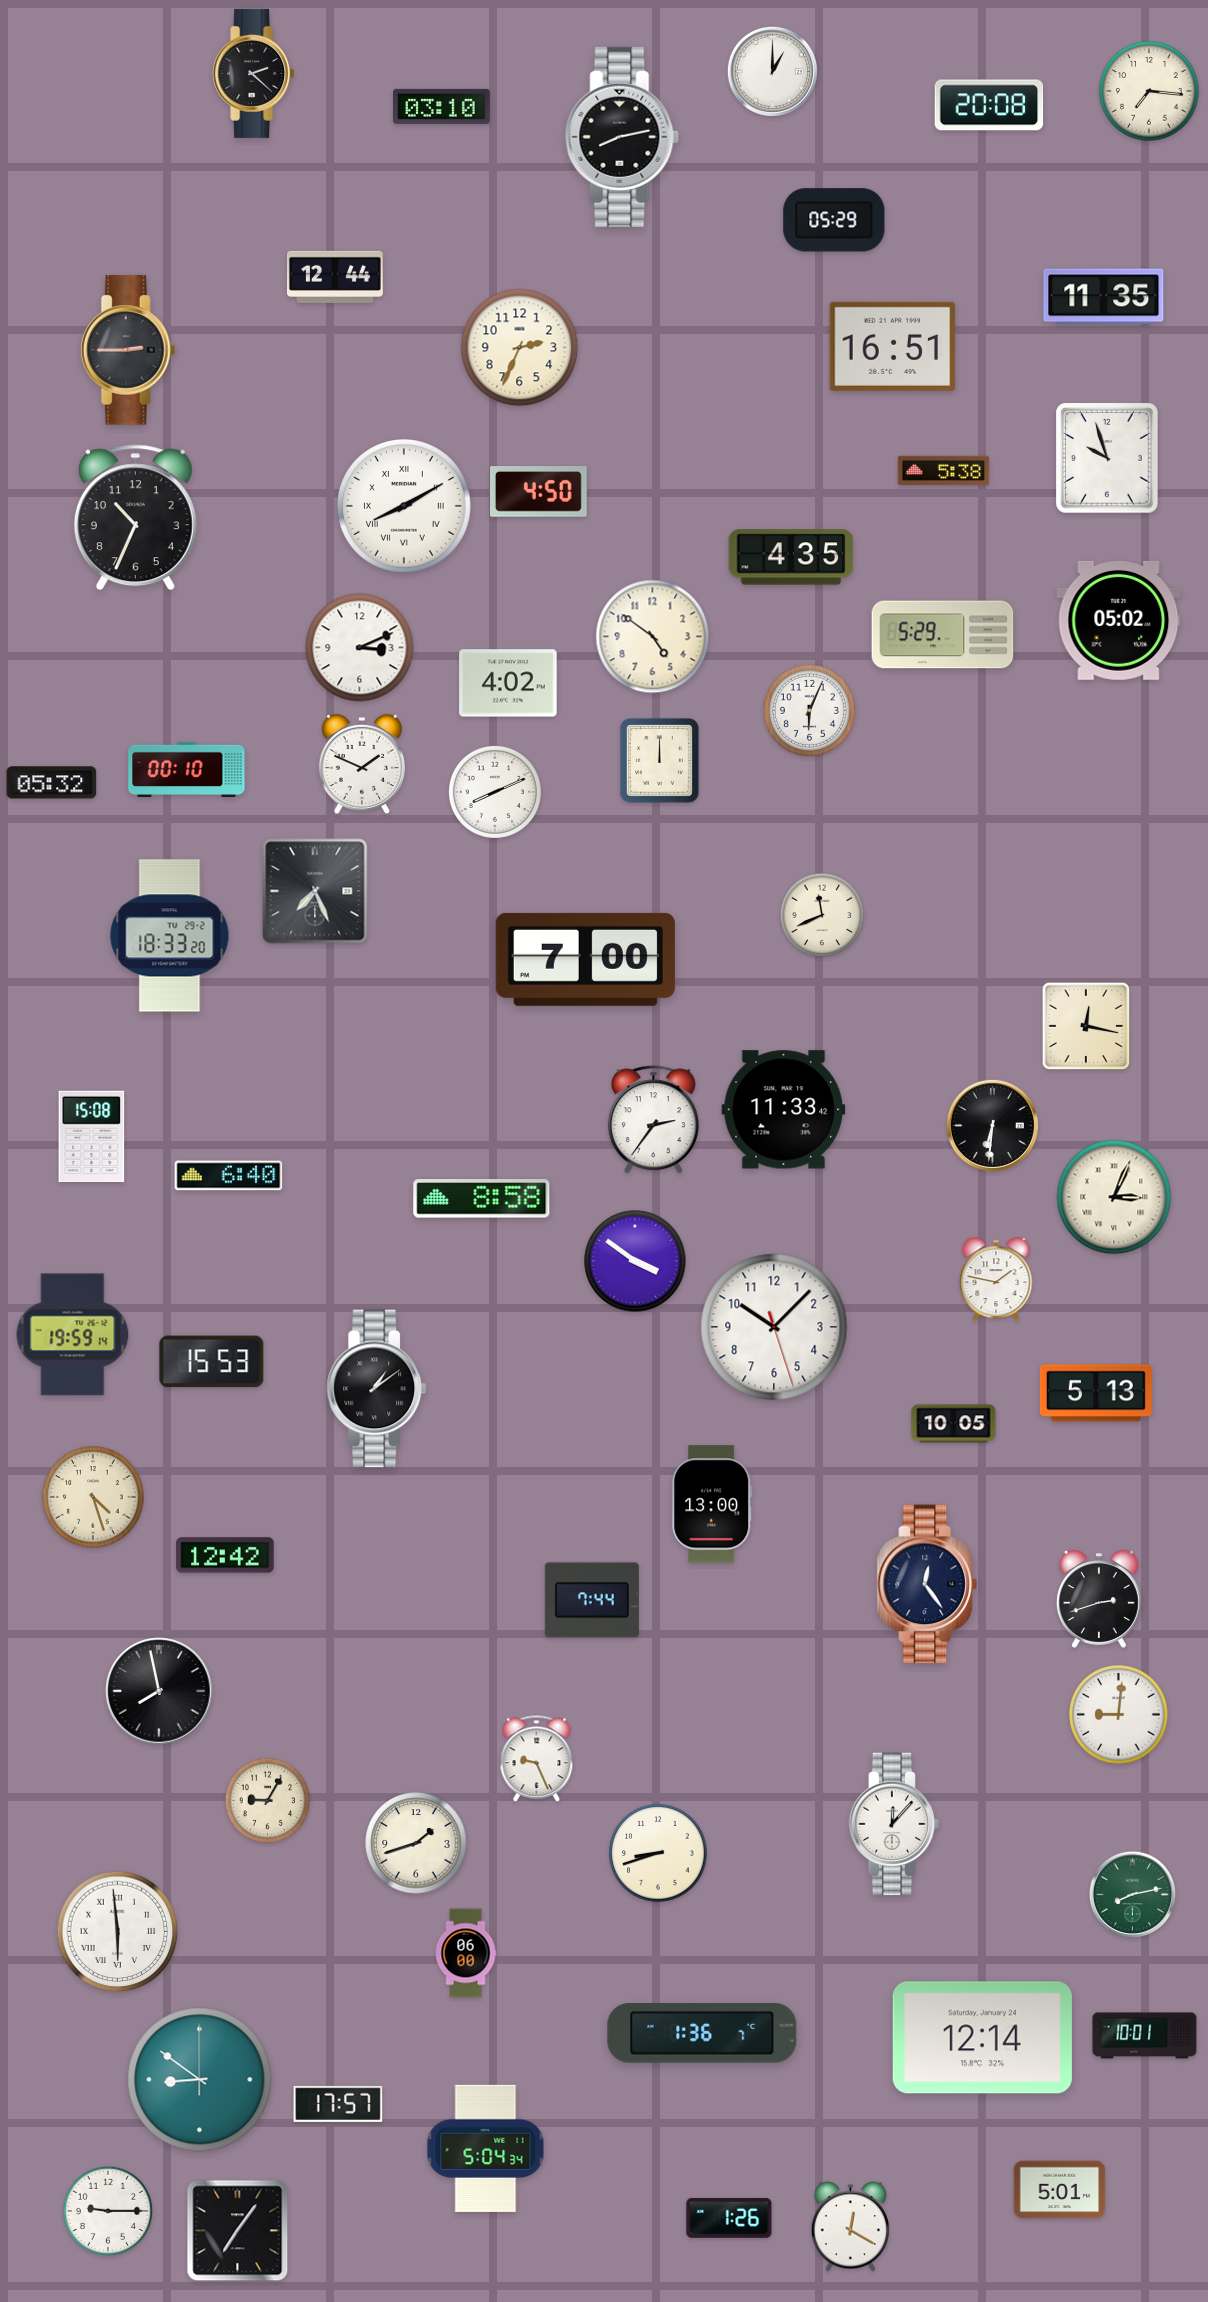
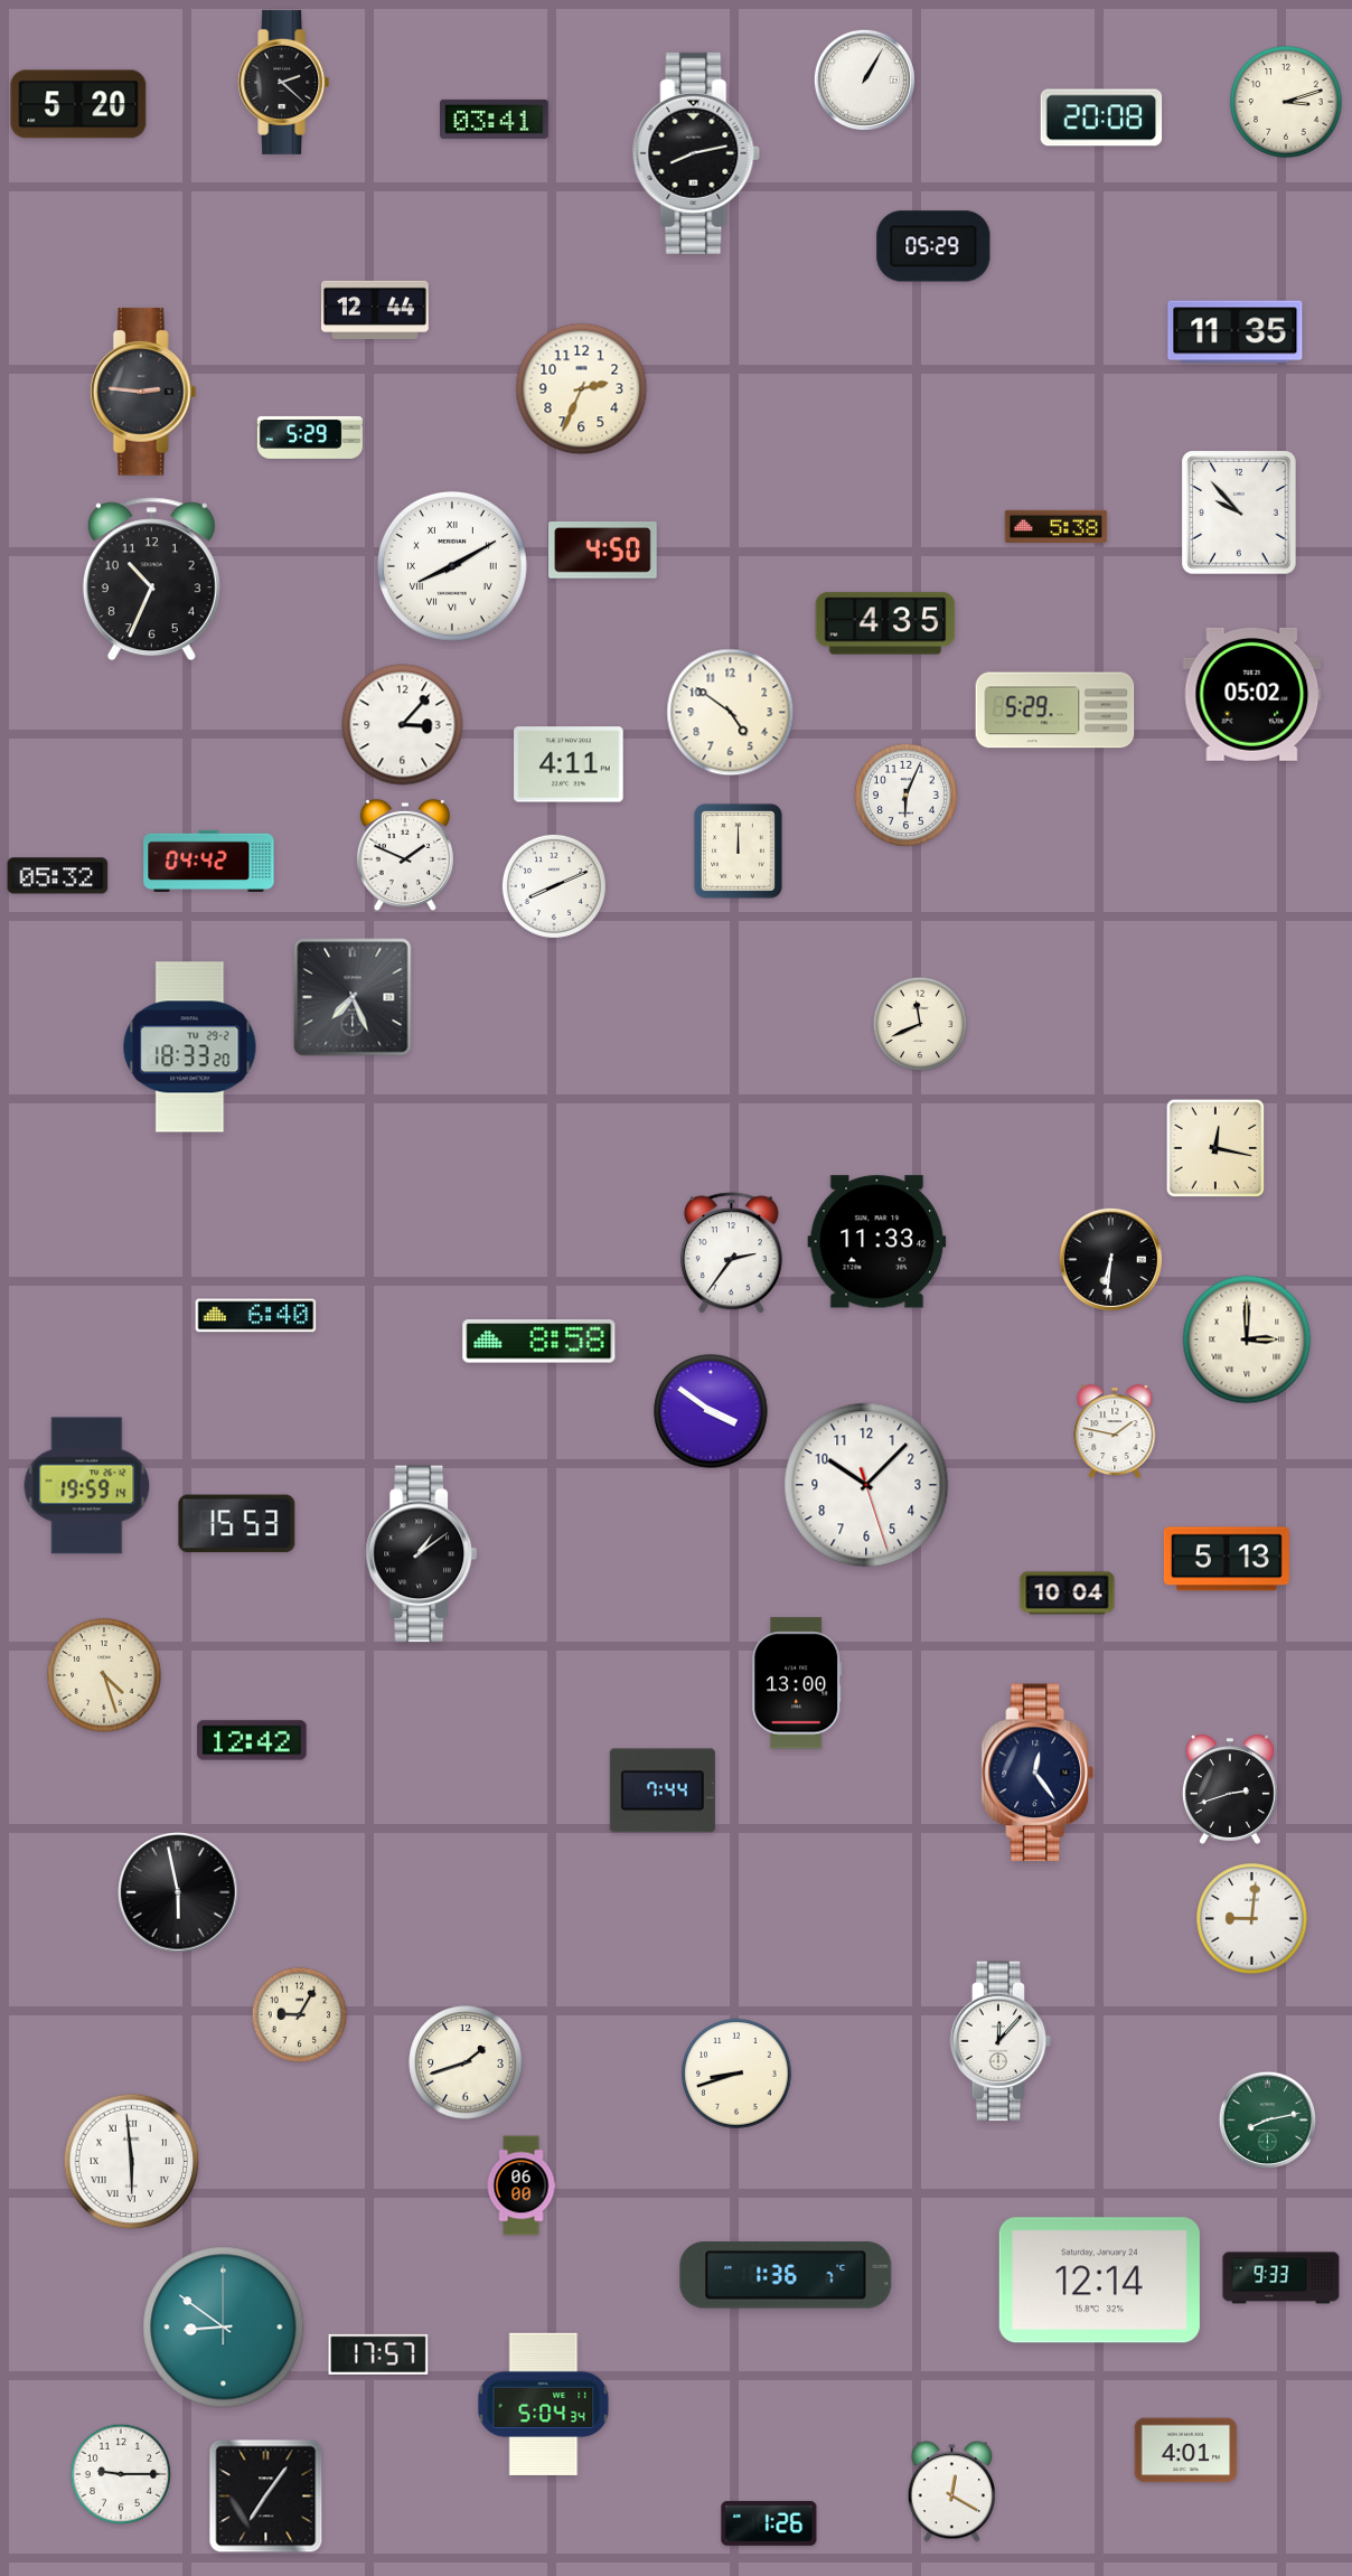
clock at (772, 71): 1:00 -> 1:05
clock at (1149, 91): 7:16 -> 3:12
clock at (78, 104): none -> 5:20
clock at (989, 105) position: (989, 105) -> (1101, 117)
clock at (442, 106): 03:10 -> 03:41
clock at (893, 346): 16:51 -> none
clock at (128, 350): 2:45 -> 2:46
clock at (310, 438): none -> 5:29
clock at (1107, 458): 9:57 -> 9:53
clock at (360, 648): 3:11 -> 3:07
clock at (508, 683): 4:02 -> 4:11
clock at (187, 769): 00:10 -> 04:42
clock at (585, 959): 7:00 -> none
clock at (92, 1137): 15:08 -> none
clock at (1114, 1197): 3:04 -> 3:00
clock at (73, 1335) position: (73, 1335) -> (87, 1486)
clock at (954, 1424): 10:05 -> 10:04
clock at (159, 1691): 7:58 -> 5:58
clock at (537, 1759): 9:26 -> none
clock at (1145, 2036): 10:01 -> 9:33
clock at (1060, 2190): 5:01 -> 4:01
clock at (729, 2218) position: (729, 2218) -> (769, 2523)
